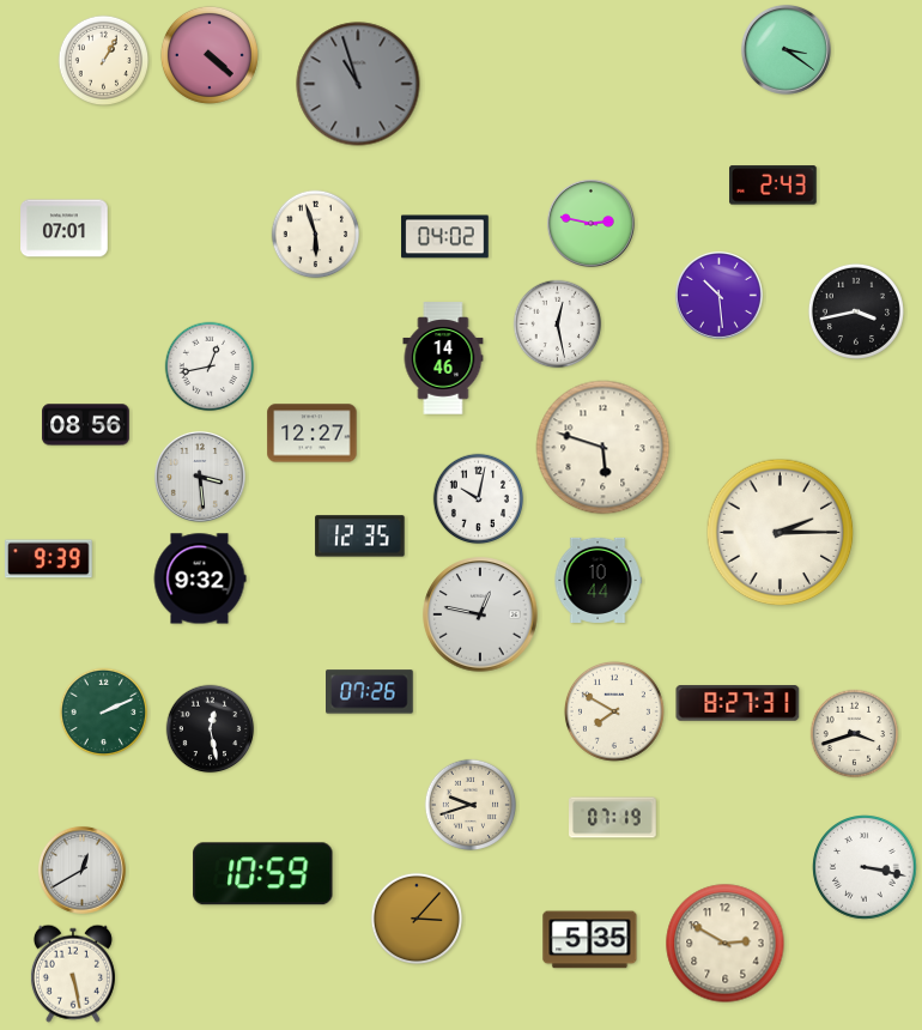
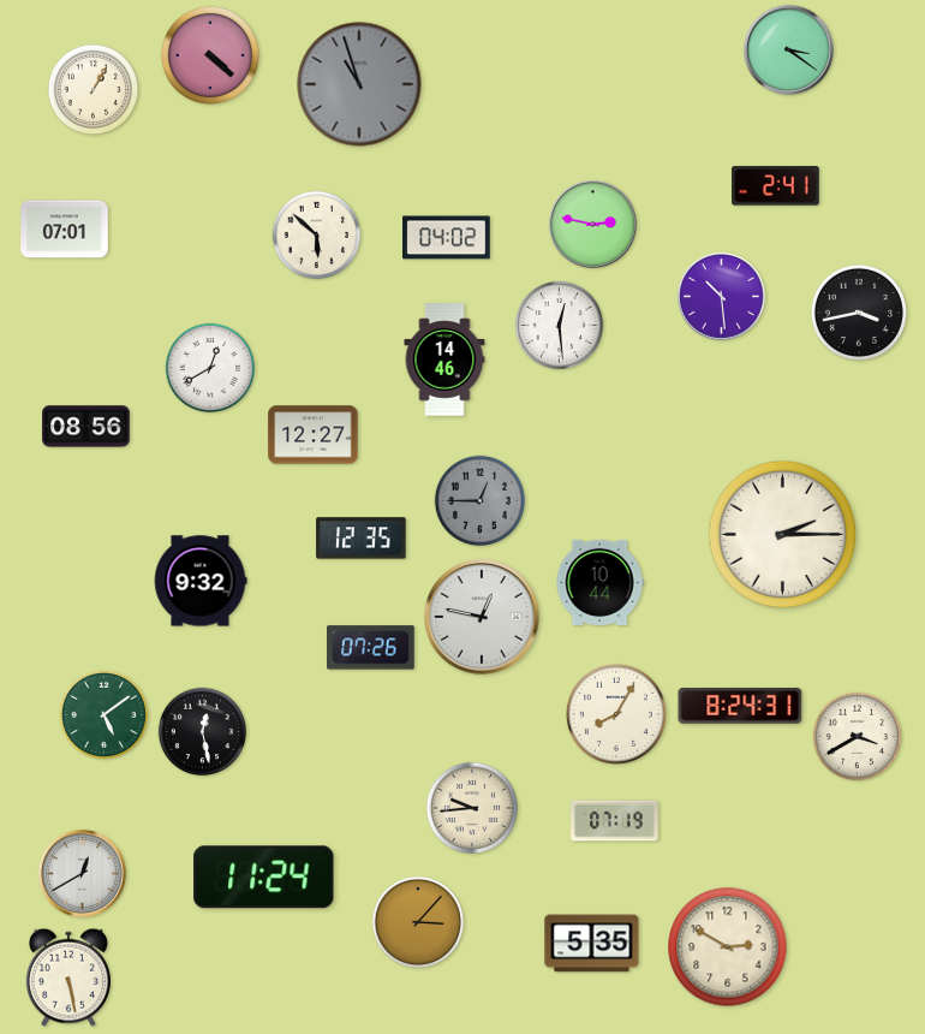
clock at (104, 61) position: (104, 61) -> (94, 90)
clock at (774, 186): 2:43 -> 2:41
clock at (316, 235): 5:57 -> 5:52
clock at (558, 325): 12:28 -> 12:29
clock at (210, 366): 12:43 -> 12:40
clock at (603, 448): 5:48 -> none
clock at (200, 477): 3:29 -> none
clock at (479, 499): 10:02 -> 12:45
clock at (479, 499) dial: white -> grey
clock at (49, 559): 9:39 -> none
clock at (370, 692) position: (370, 692) -> (371, 648)
clock at (738, 704): 8:27 -> 8:24
clock at (614, 711): 7:50 -> 8:05
clock at (104, 713): 2:11 -> 5:09
clock at (211, 729) position: (211, 729) -> (203, 732)
clock at (855, 734): 3:42 -> 3:40
clock at (469, 804): 9:42 -> 9:44
clock at (865, 867): 3:17 -> none
clock at (263, 874): 10:59 -> 11:24
clock at (73, 974) position: (73, 974) -> (68, 977)
